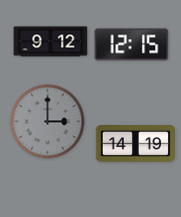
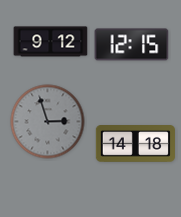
clock at (48, 122): 3:00 -> 2:57
clock at (135, 144): 14:19 -> 14:18
